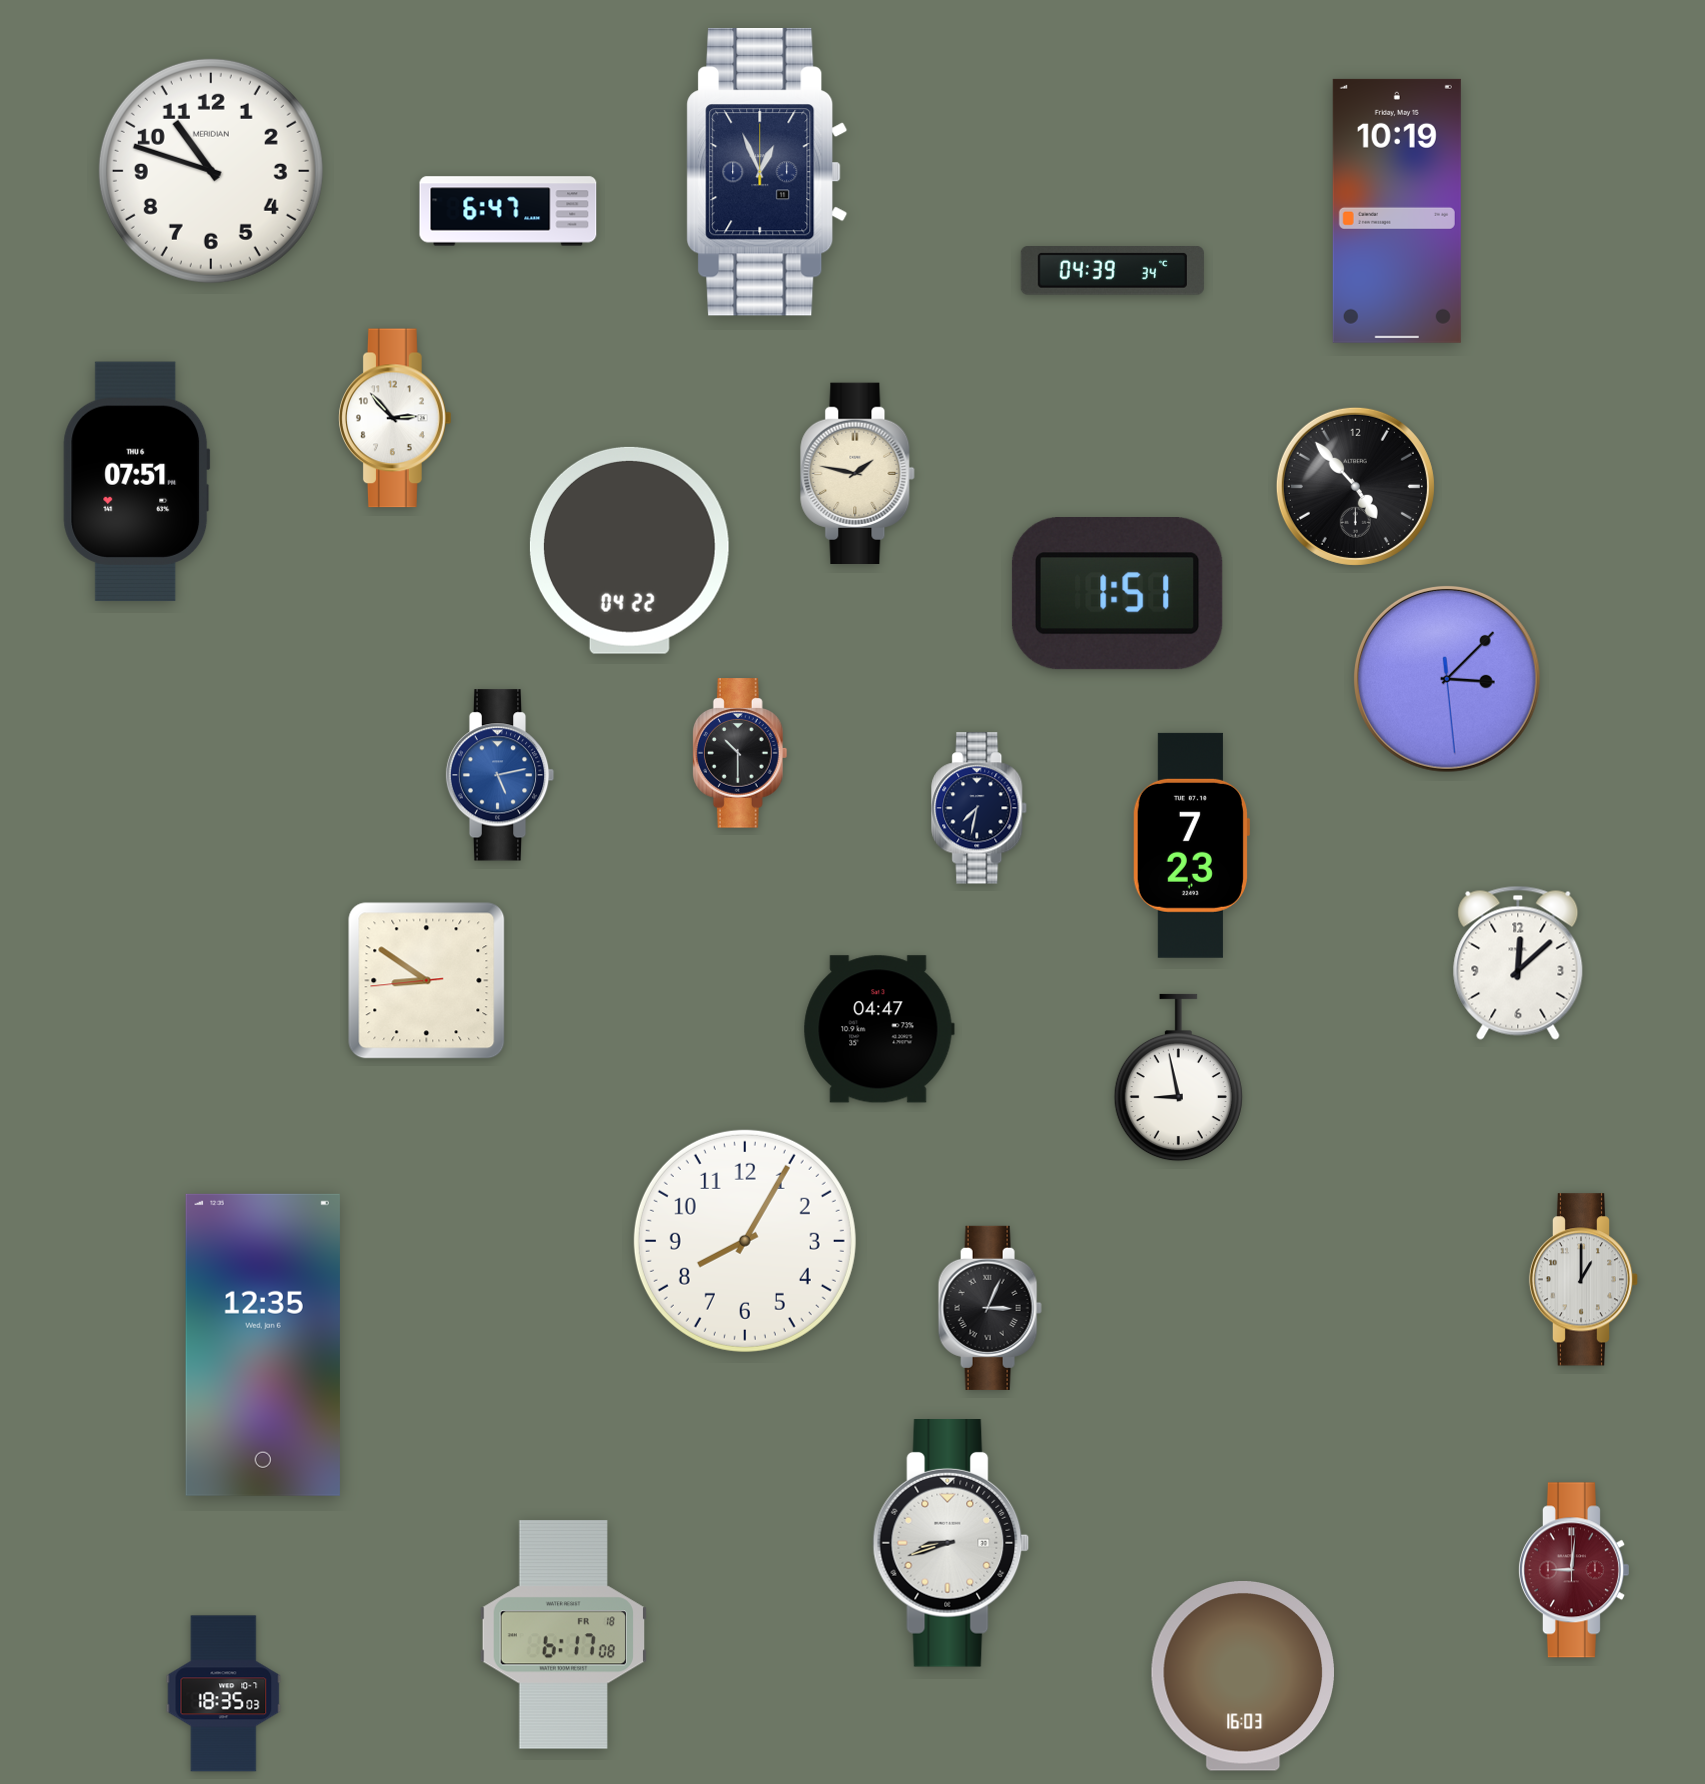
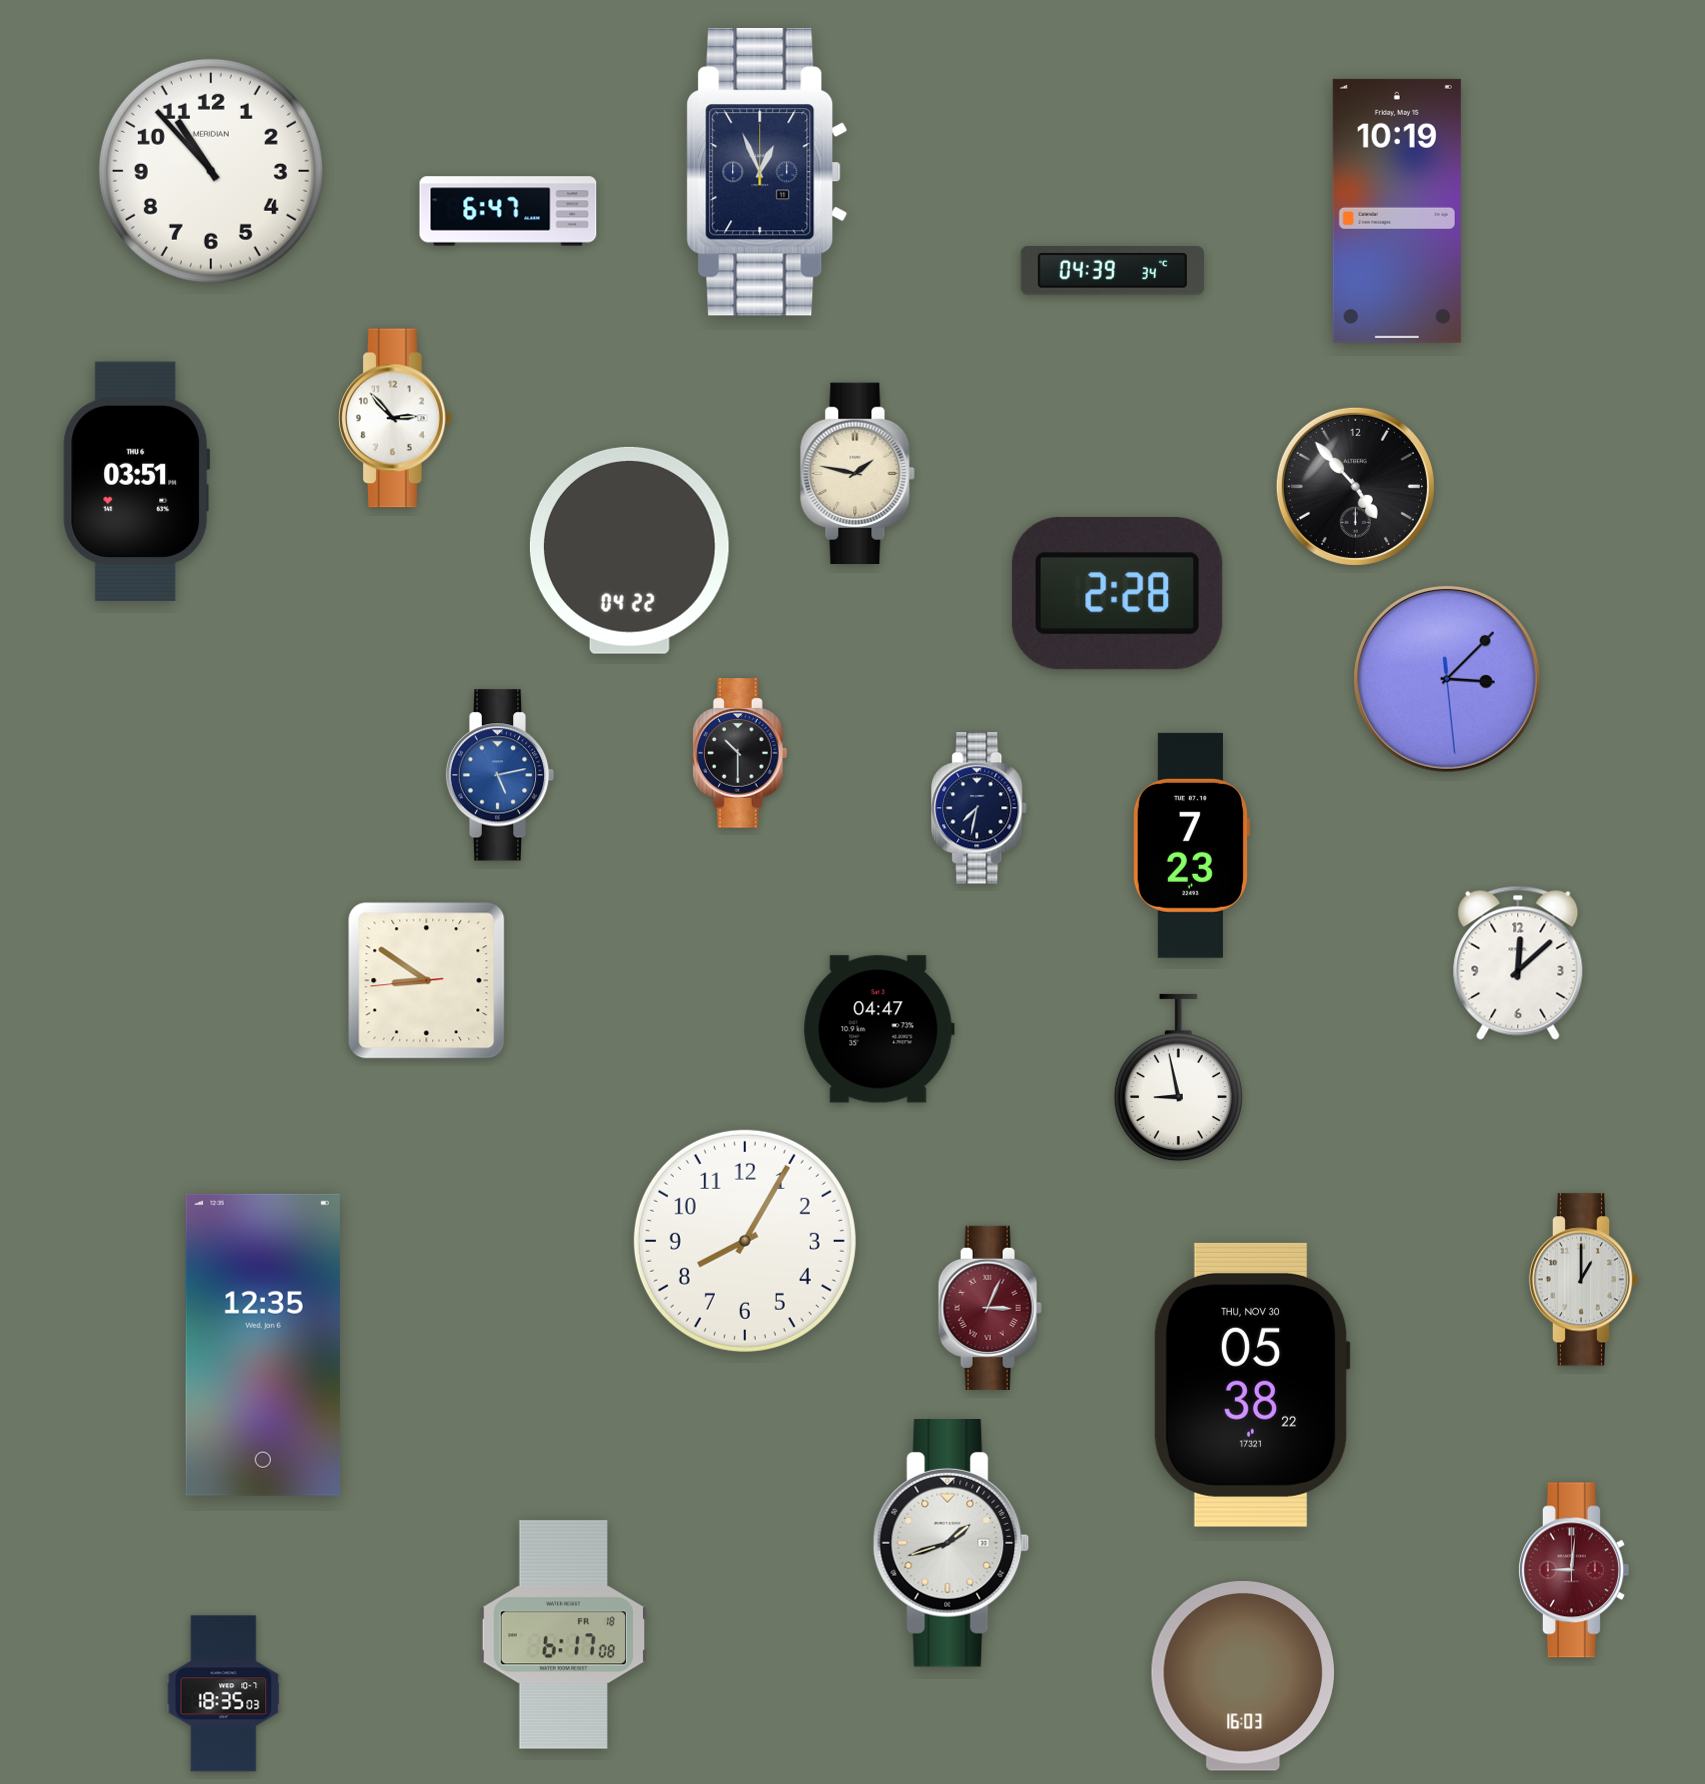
clock at (211, 171): 10:48 -> 10:53
clock at (137, 481): 07:51 -> 03:51
clock at (1117, 594): 1:51 -> 2:28
clock at (990, 1308) dial: black -> burgundy
clock at (1252, 1385): none -> 05:38
clock at (951, 1544): 8:42 -> 1:42
